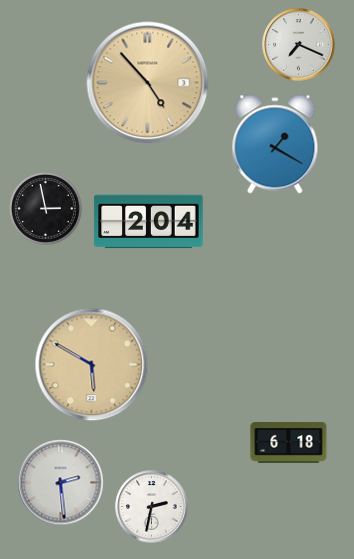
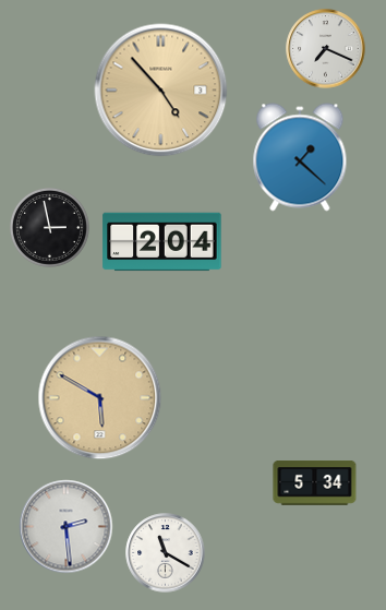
clock at (275, 144): 1:20 -> 1:22
clock at (289, 443): 6:18 -> 5:34
clock at (152, 507): 2:32 -> 11:20
